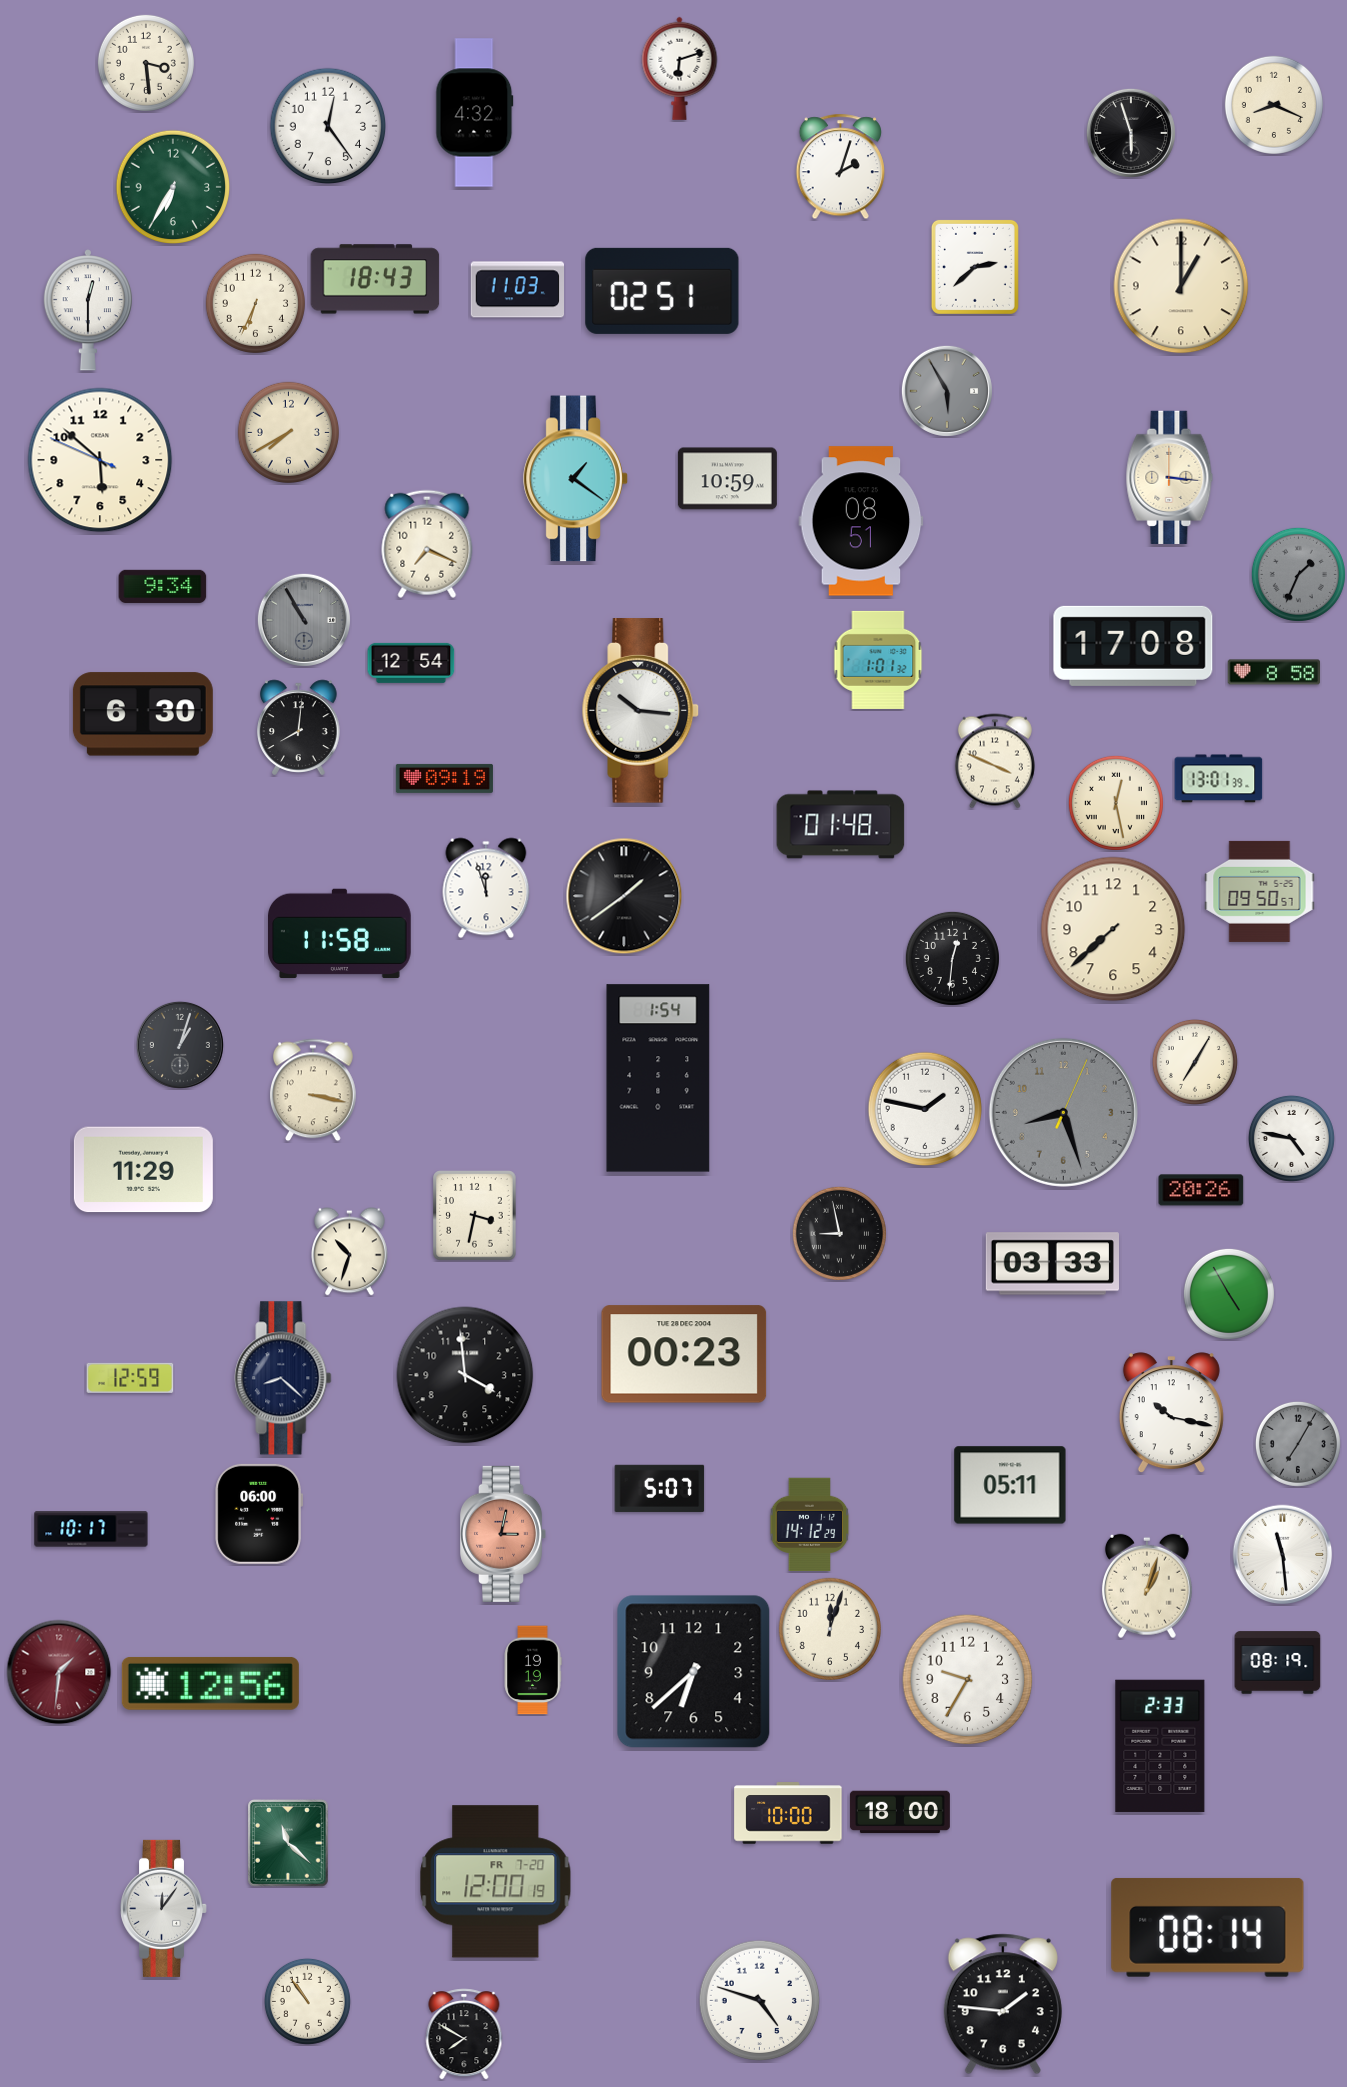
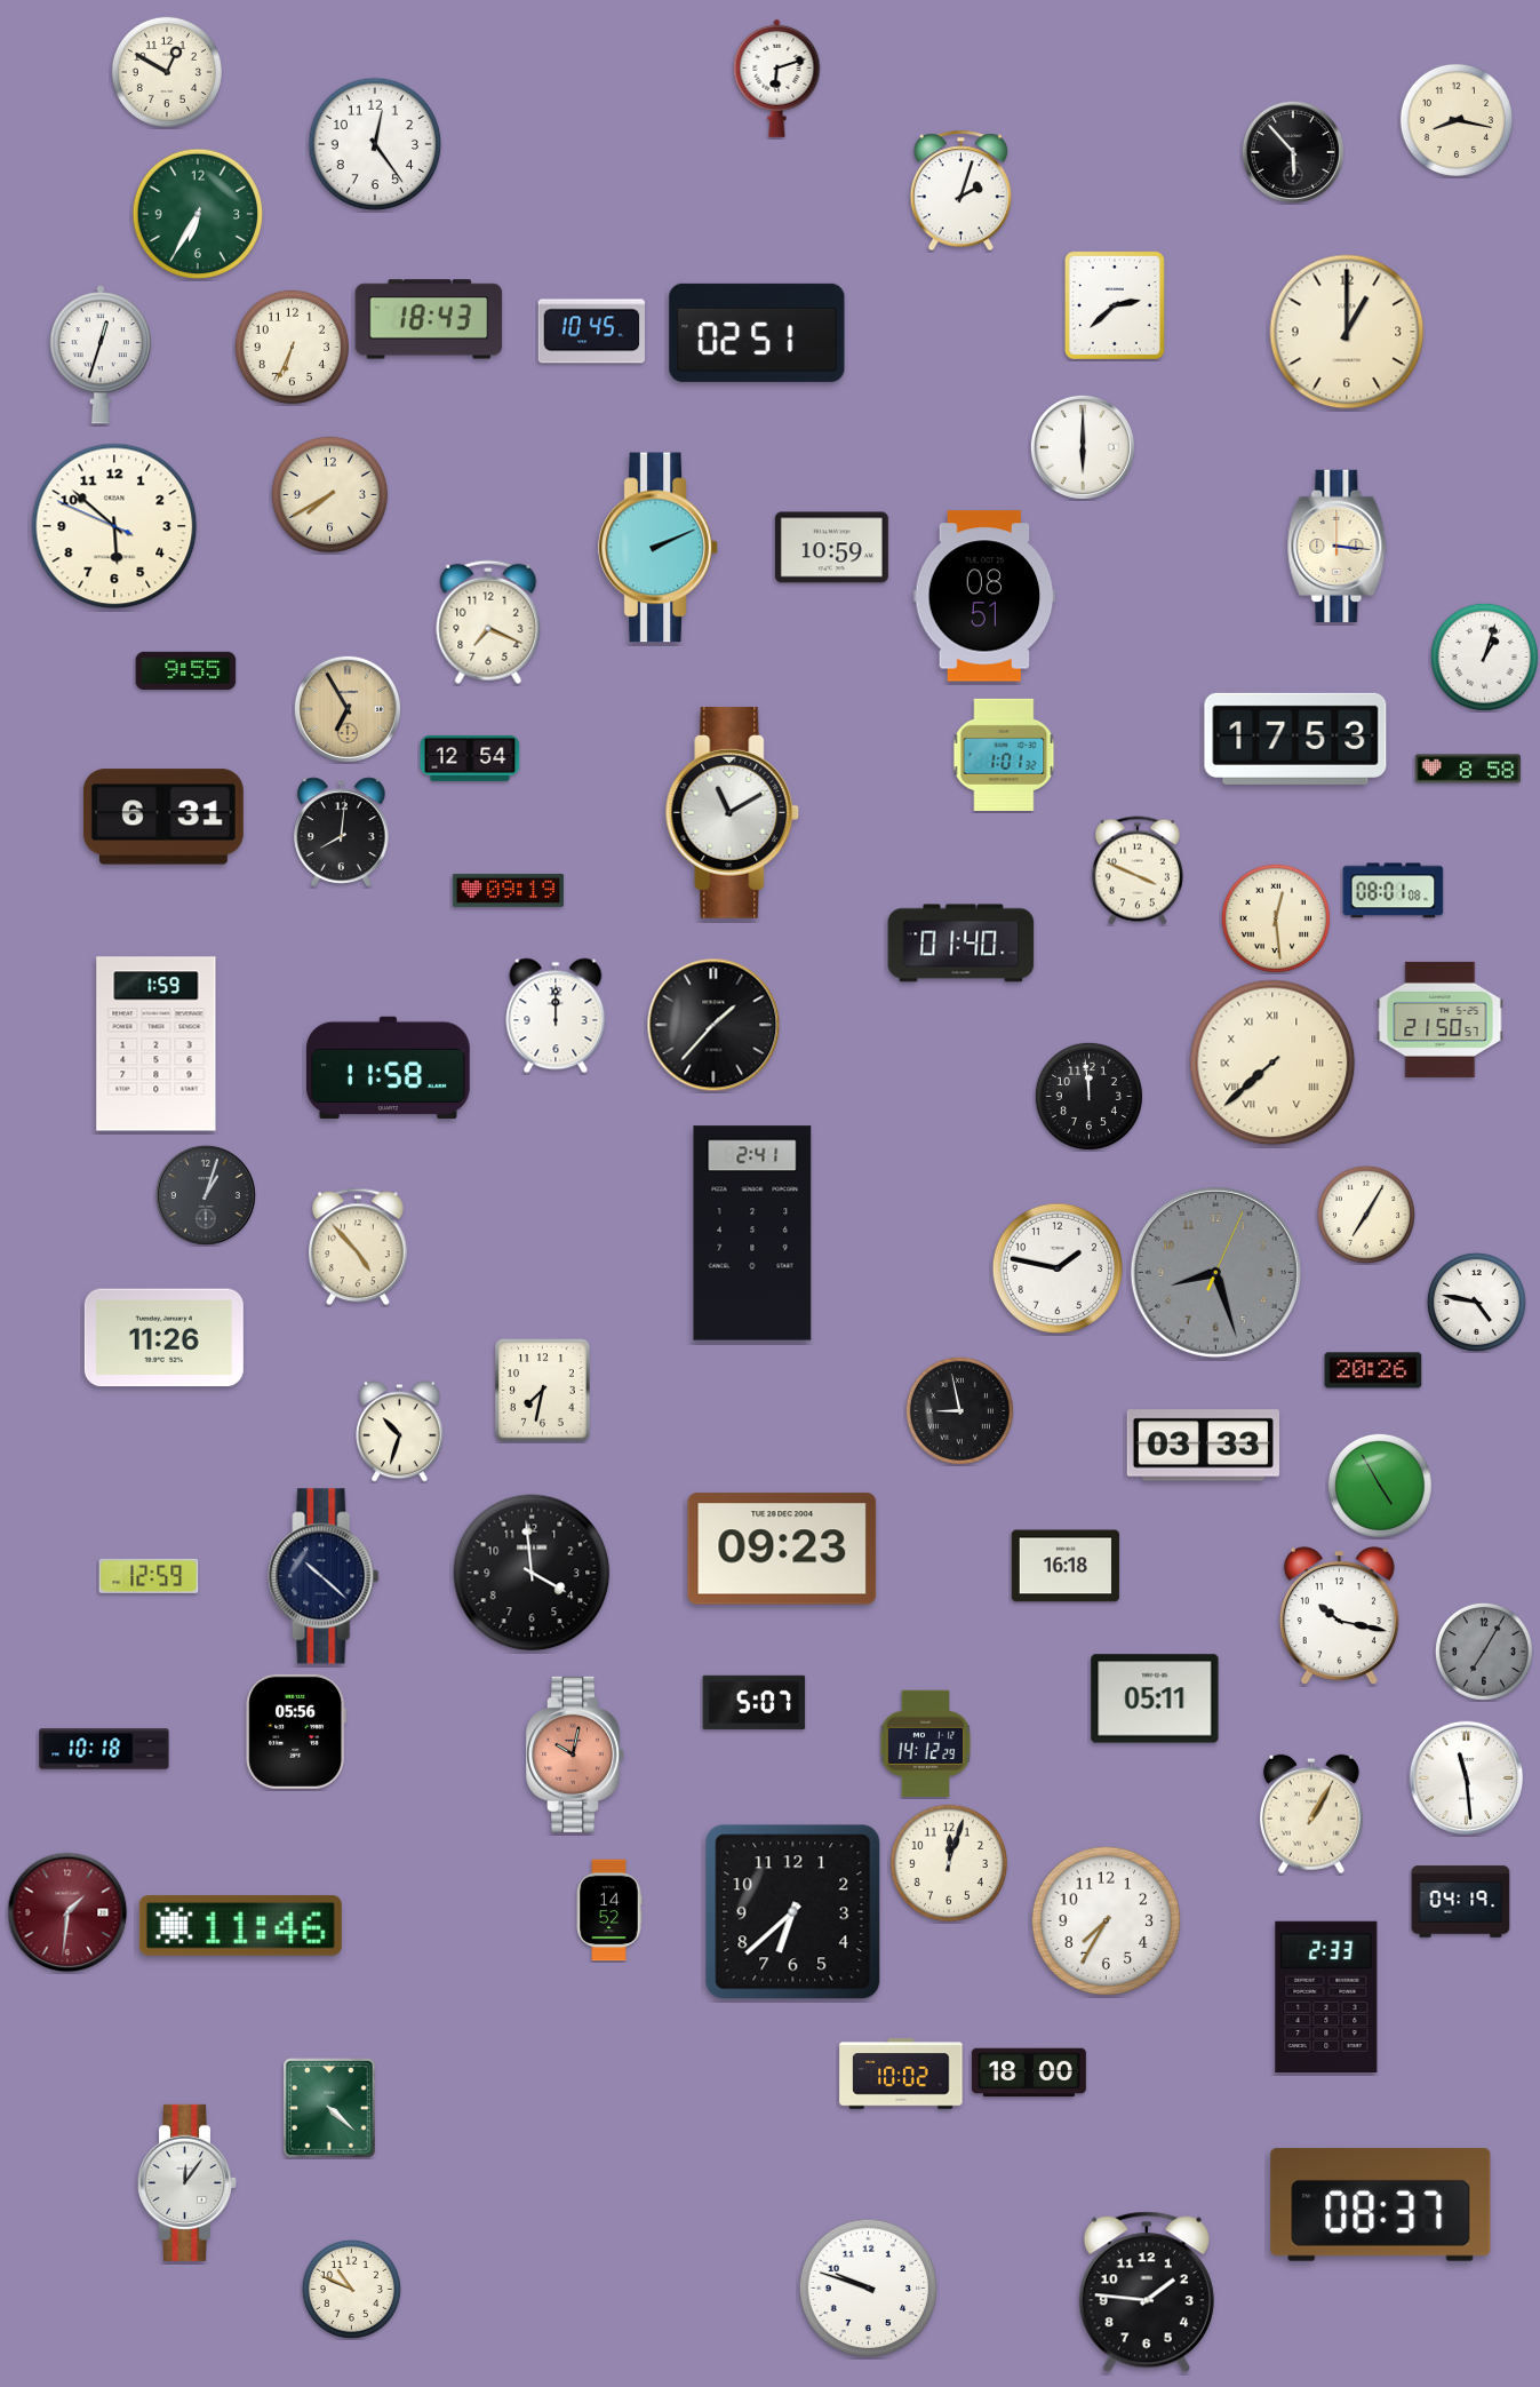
clock at (146, 63): 3:29 -> 12:50
clock at (1274, 105): 8:19 -> 8:17
clock at (475, 113): 4:32 -> none
clock at (1131, 133): 5:57 -> 5:53
clock at (1181, 286) position: (1181, 286) -> (1347, 332)
clock at (517, 290): 11:03 -> 10:45
clock at (88, 310): 12:30 -> 12:33
clock at (947, 391): 5:55 -> 6:00
clock at (947, 391) dial: grey -> white
clock at (576, 479): 1:21 -> 2:11
clock at (1298, 574): 1:34 -> 1:03
clock at (1298, 574) dial: grey -> white
clock at (163, 586): 9:34 -> 9:55
clock at (304, 620): 10:55 -> 6:55
clock at (304, 620) dial: grey -> champagne
clock at (1133, 646): 17:08 -> 17:53
clock at (1274, 672) position: (1274, 672) -> (1468, 769)
clock at (641, 711): 10:16 -> 11:10
clock at (143, 714): 6:30 -> 6:31
clock at (1219, 779): 13:01 -> 08:01
clock at (1116, 803): 12:28 -> 12:29
clock at (841, 825): 01:48 -> 01:40
clock at (486, 888): 11:57 -> 12:00
clock at (1260, 891): 09:50 -> 21:50
clock at (624, 896): 1:39 -> 1:37
clock at (157, 1044): none -> 1:59
clock at (1113, 929) numerals: Arabic -> Roman
clock at (952, 958): 12:31 -> 11:59
clock at (658, 1078): 1:54 -> 2:41
clock at (313, 1090): 3:17 -> 4:53
clock at (143, 1170): 11:29 -> 11:26
clock at (1201, 1190) position: (1201, 1190) -> (1373, 1370)
clock at (475, 1216): 3:32 -> 7:32
clock at (1229, 1294) position: (1229, 1294) -> (1380, 1486)
clock at (684, 1354): 00:23 -> 09:23
clock at (1064, 1566): none -> 16:18
clock at (283, 1378): 8:22 -> 10:22
clock at (259, 1514): 06:00 -> 05:56
clock at (91, 1529): 10:17 -> 10:18
clock at (504, 1534): 3:02 -> 10:02
clock at (1147, 1586): 1:03 -> 1:05
clock at (1278, 1663): 08:19 -> 04:19
clock at (533, 1670): 19:19 -> 14:52
clock at (968, 1680): 9:35 -> 7:35
clock at (210, 1683): 12:56 -> 11:46
clock at (788, 1813): 10:00 -> 10:02
clock at (289, 1844): 11:22 -> 4:22
clock at (496, 1882): 12:00 -> none
clock at (1208, 1927): 08:14 -> 08:37
clock at (307, 2001): 10:54 -> 10:49
clock at (760, 2001): 4:48 -> 9:48
clock at (464, 2034): 7:50 -> none
